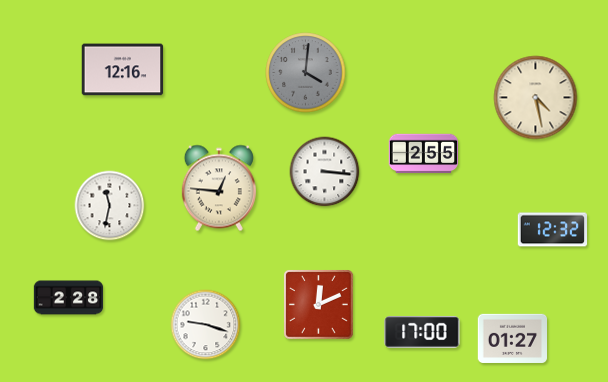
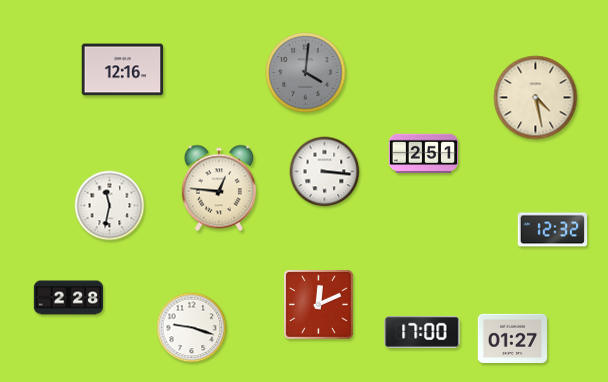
clock at (424, 154): 2:55 -> 2:51
clock at (206, 325) position: (206, 325) -> (192, 328)
